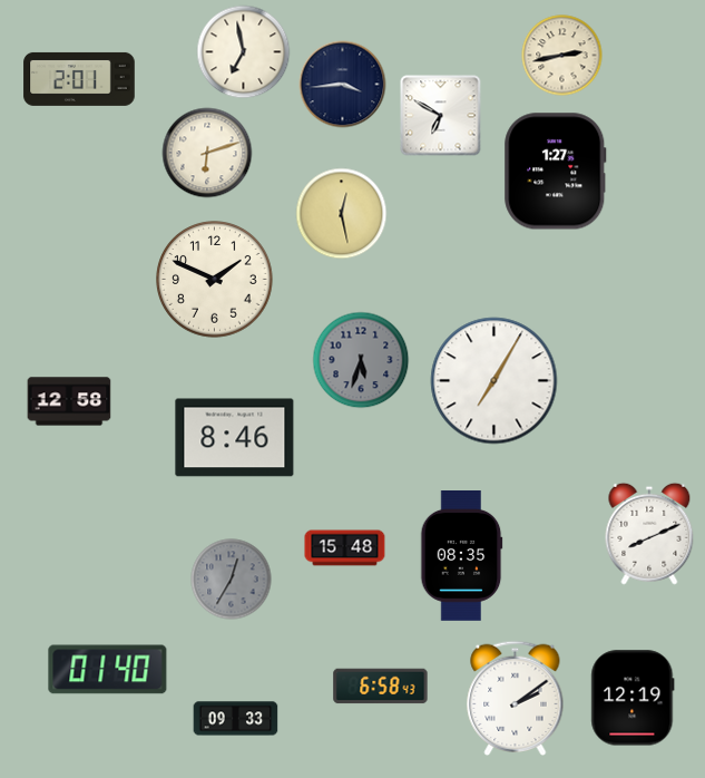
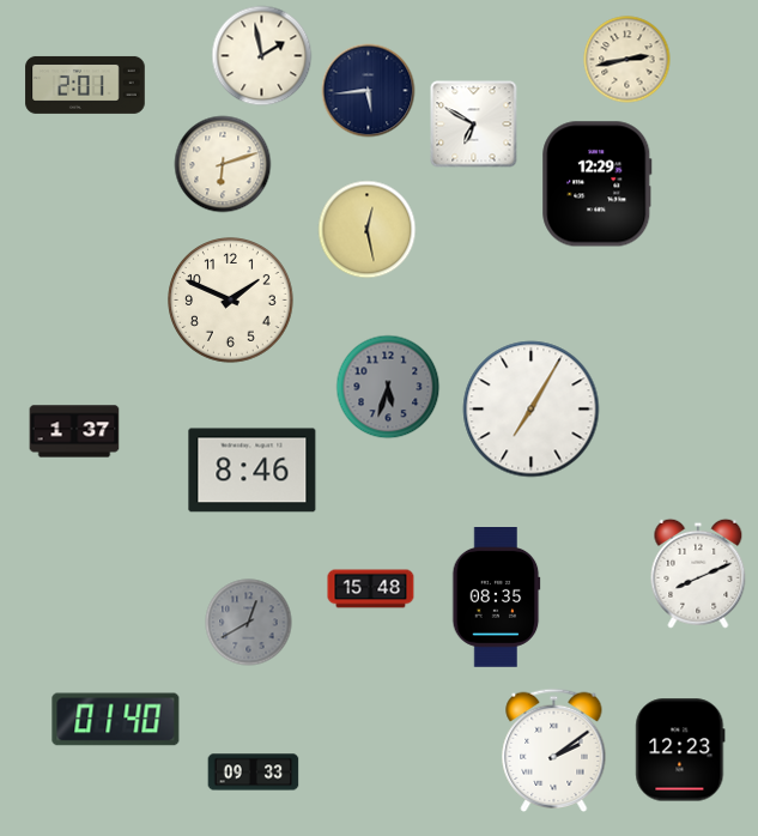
clock at (244, 52): 6:58 -> 1:58
clock at (562, 56) position: (562, 56) -> (627, 60)
clock at (343, 85): 3:44 -> 5:44
clock at (556, 172): 1:27 -> 12:29
clock at (69, 401): 12:58 -> 1:37
clock at (232, 580): 12:35 -> 12:40
clock at (381, 687): 6:58 -> none
clock at (633, 698): 12:19 -> 12:23
